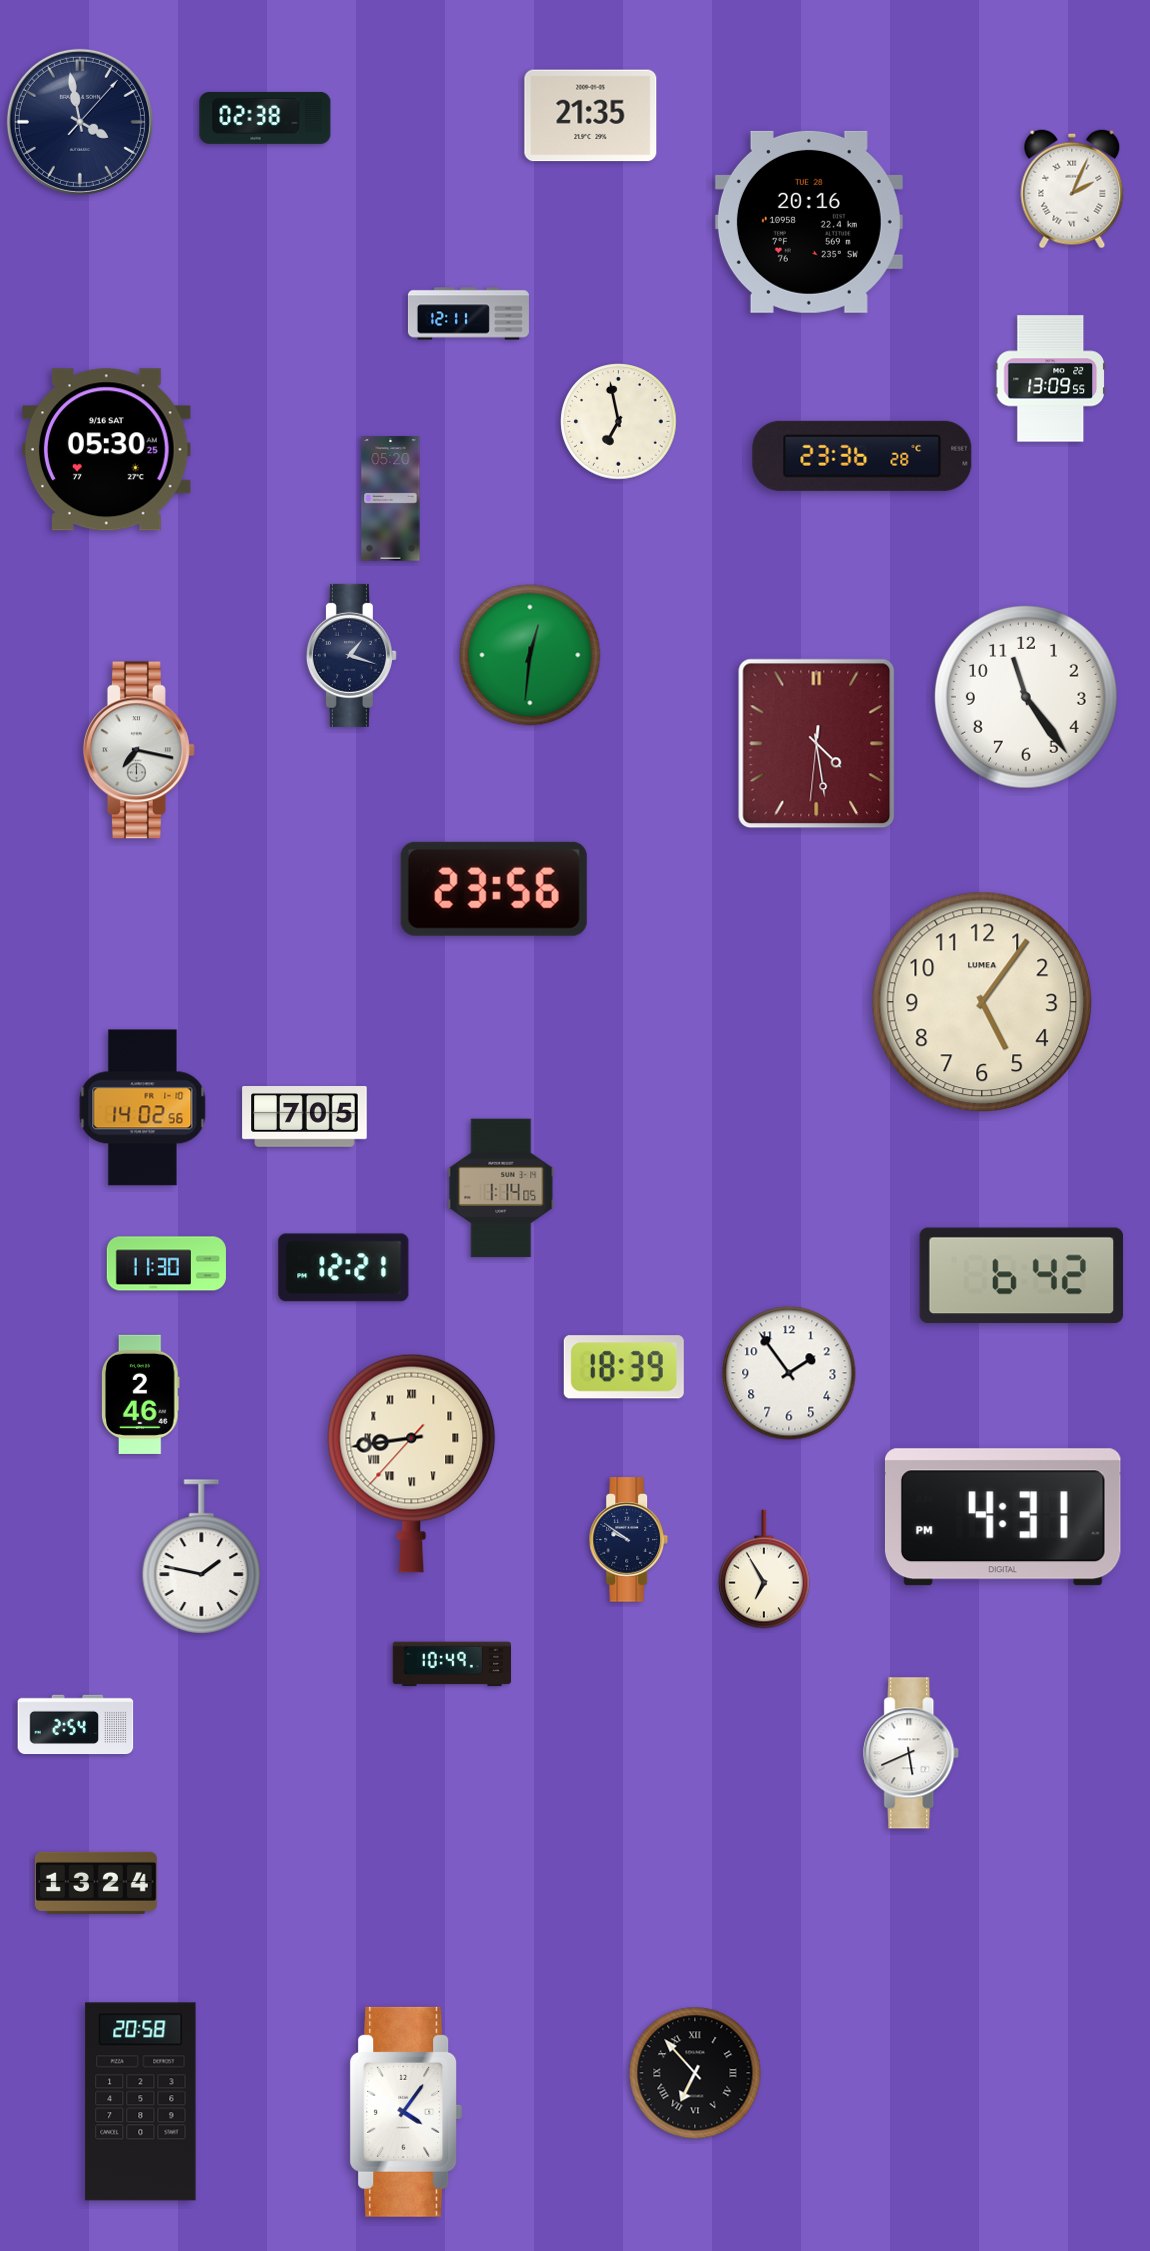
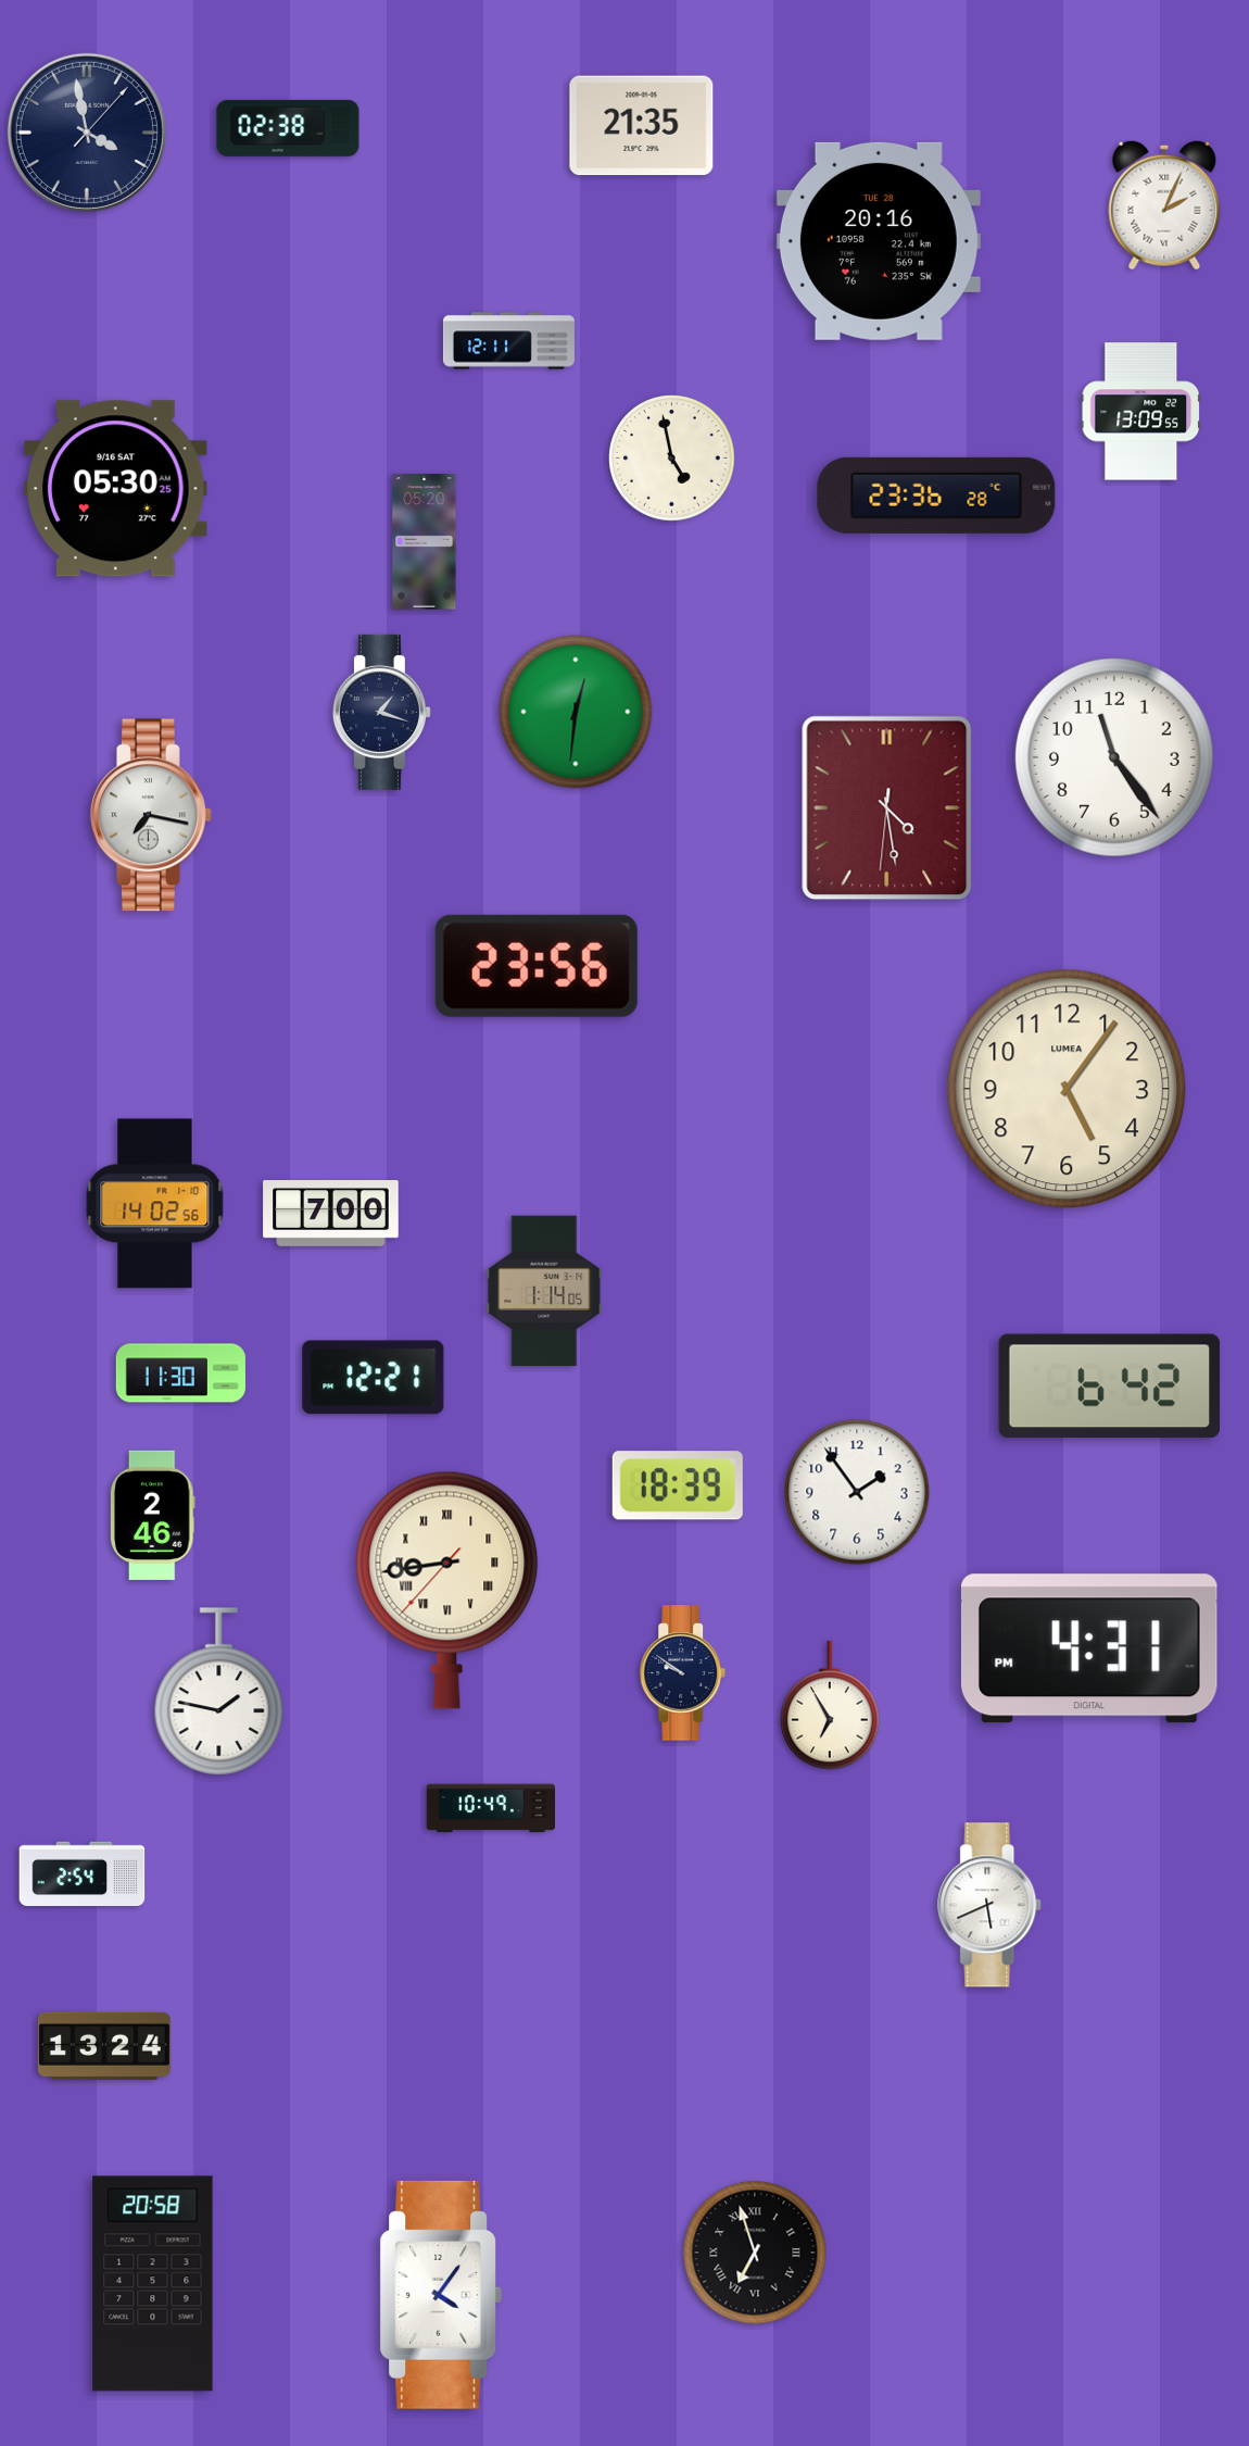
clock at (619, 422): 6:58 -> 4:58
clock at (305, 1117): 7:05 -> 7:00
clock at (695, 2073): 6:53 -> 6:57
